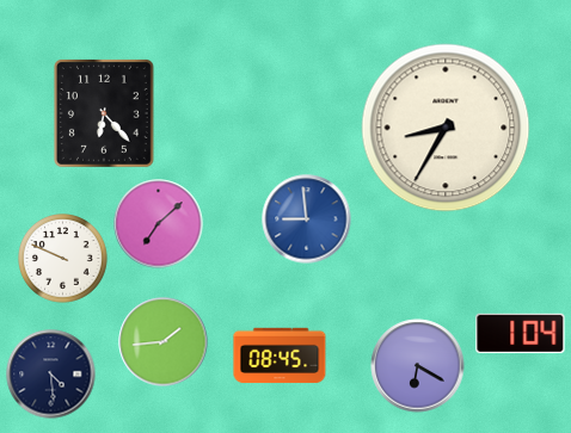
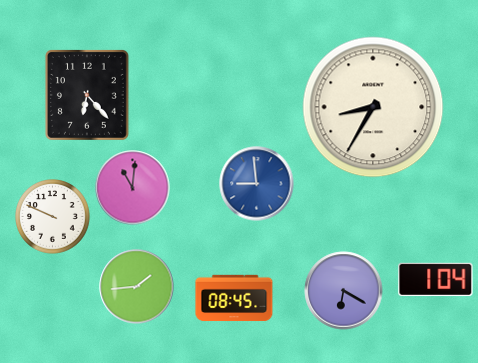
clock at (159, 224): 7:08 -> 11:01
clock at (418, 366) position: (418, 366) -> (344, 291)
clock at (51, 375): 4:29 -> none
